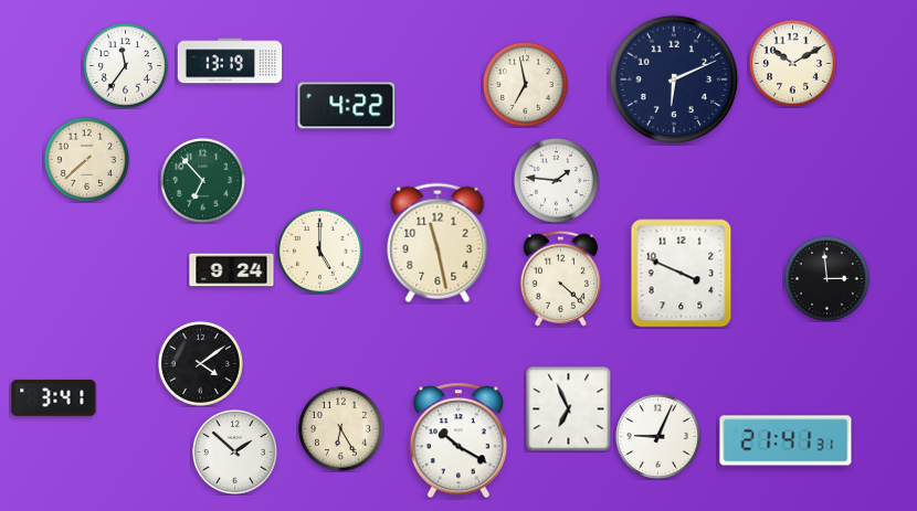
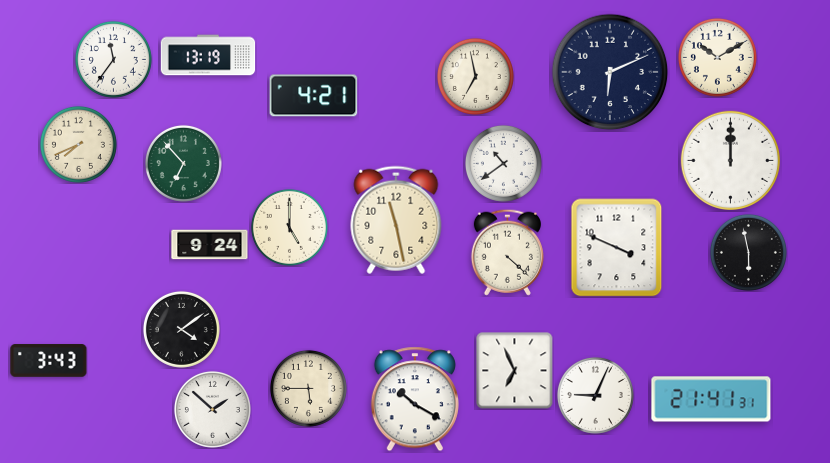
clock at (347, 106): 4:22 -> 4:21
clock at (86, 159): 7:38 -> 7:41
clock at (730, 160): none -> 12:00
clock at (556, 180): 1:46 -> 10:39
clock at (826, 278): 2:59 -> 5:58
clock at (54, 398): 3:41 -> 3:43
clock at (340, 428): 6:25 -> 5:45
